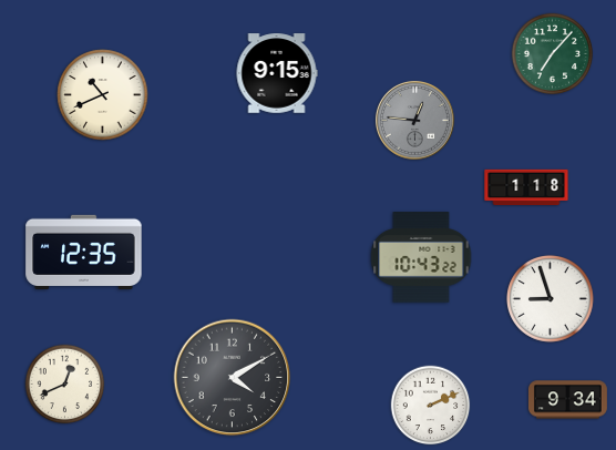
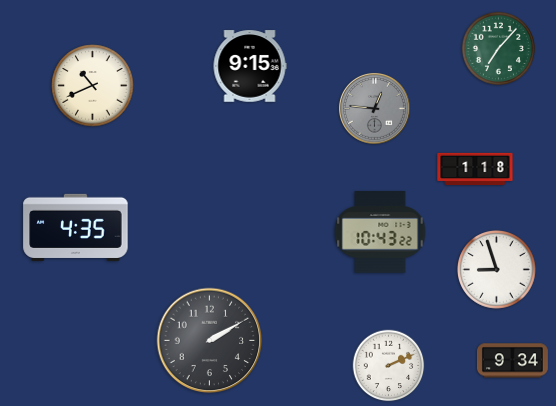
clock at (84, 252): 12:35 -> 4:35
clock at (233, 378): 4:10 -> 2:10
clock at (65, 385): 12:41 -> none
